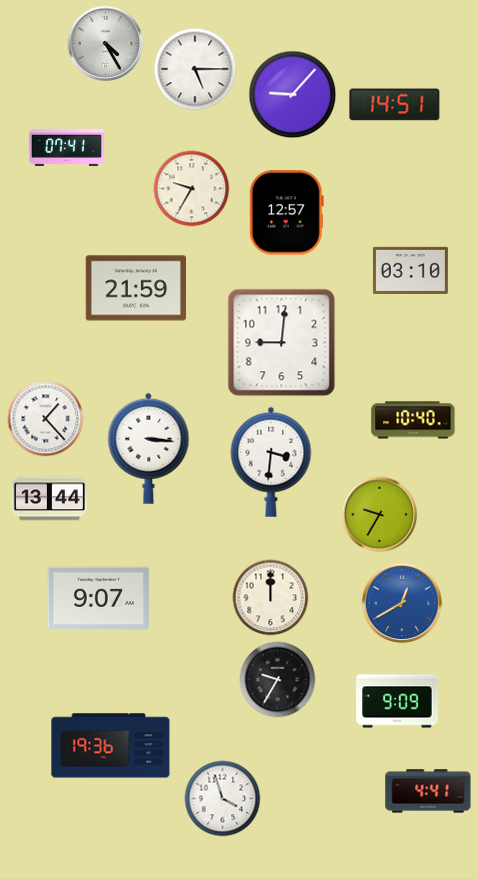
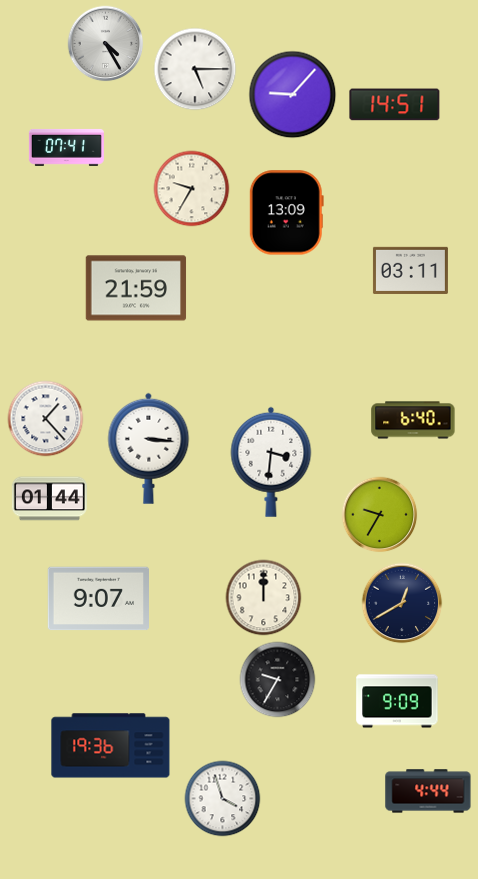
clock at (286, 213): 12:57 -> 13:09
clock at (410, 270): 03:10 -> 03:11
clock at (282, 343): 9:01 -> none
clock at (413, 420): 10:40 -> 6:40
clock at (49, 499): 13:44 -> 01:44
clock at (271, 598) position: (271, 598) -> (264, 598)
clock at (402, 603) dial: blue -> navy
clock at (428, 791): 4:41 -> 4:44
